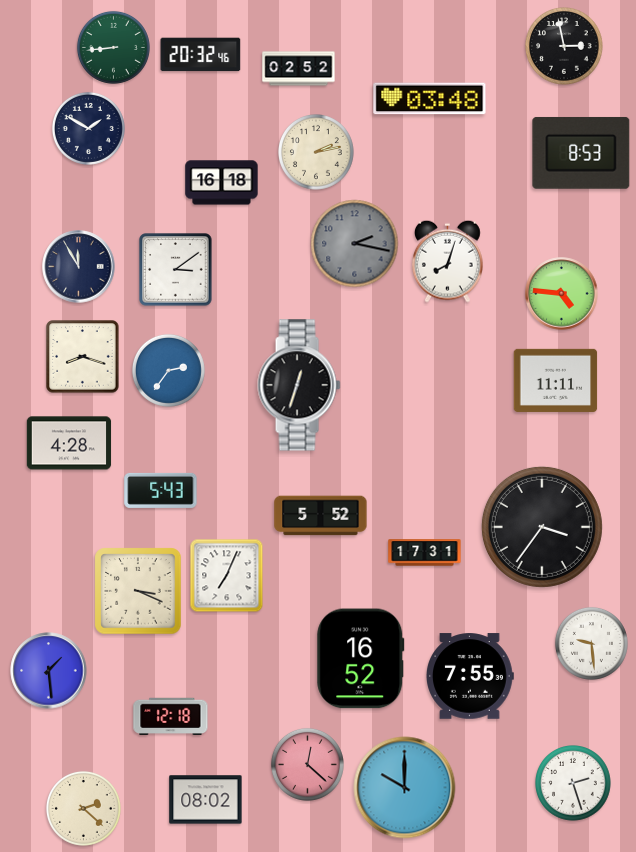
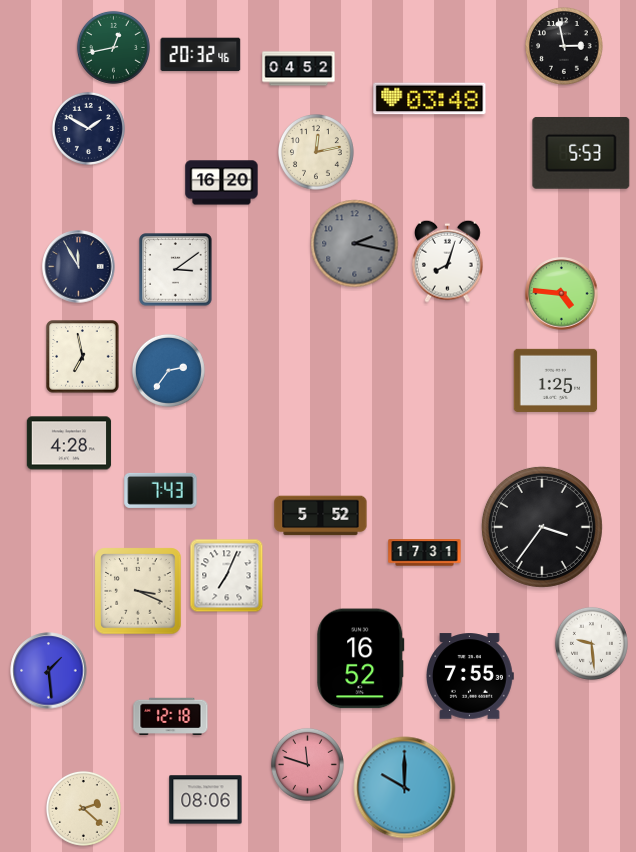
clock at (113, 47): 8:44 -> 12:43
clock at (299, 69): 02:52 -> 04:52
clock at (317, 153): 2:13 -> 12:13
clock at (581, 153): 8:53 -> 5:53
clock at (222, 183): 16:18 -> 16:20
clock at (83, 357): 8:18 -> 6:58
clock at (556, 380): 11:11 -> 1:25
clock at (299, 385): 12:33 -> none
clock at (161, 490): 5:43 -> 7:43
clock at (307, 764): 12:22 -> 11:48
clock at (574, 784): 2:27 -> none
clock at (206, 800): 08:02 -> 08:06
